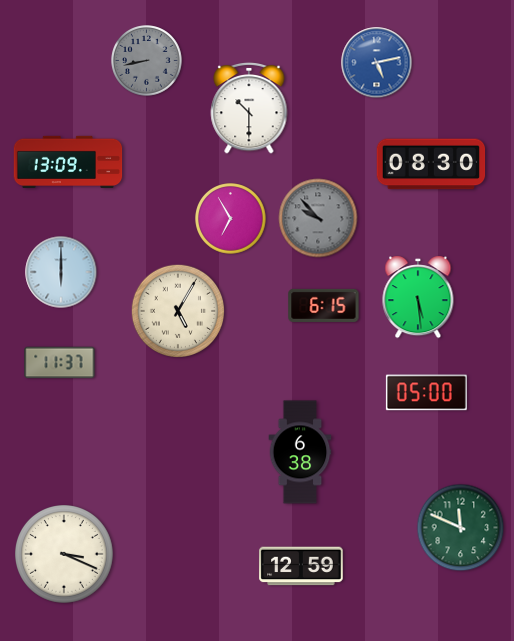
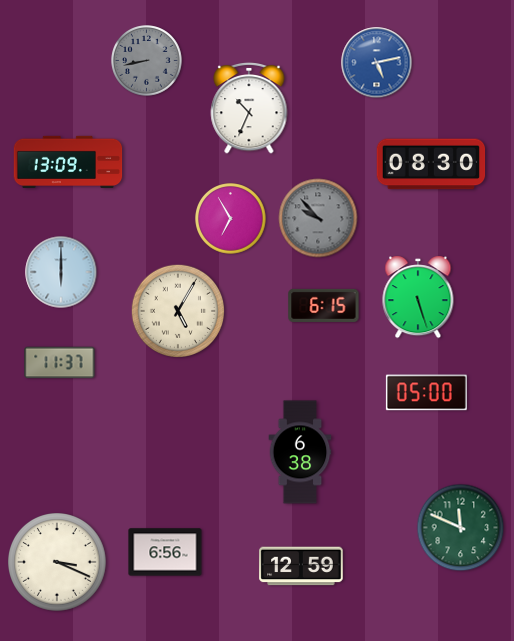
clock at (249, 108): 10:30 -> 10:34
clock at (418, 297): 5:29 -> 5:27
clock at (165, 552): none -> 6:56
clock at (65, 555) position: (65, 555) -> (58, 563)
